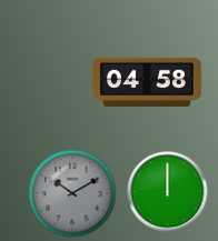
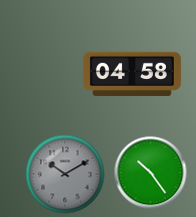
clock at (168, 192): 12:00 -> 10:24
